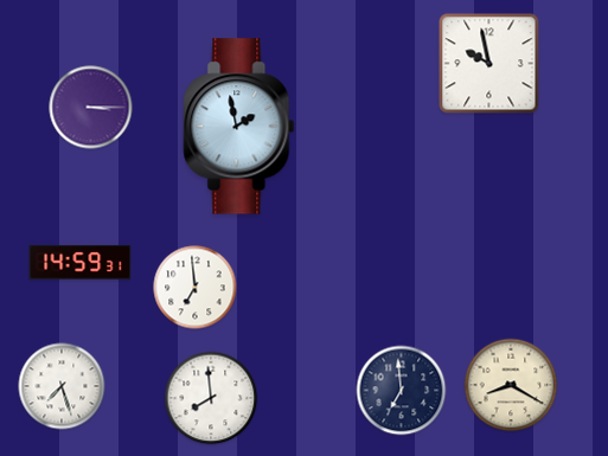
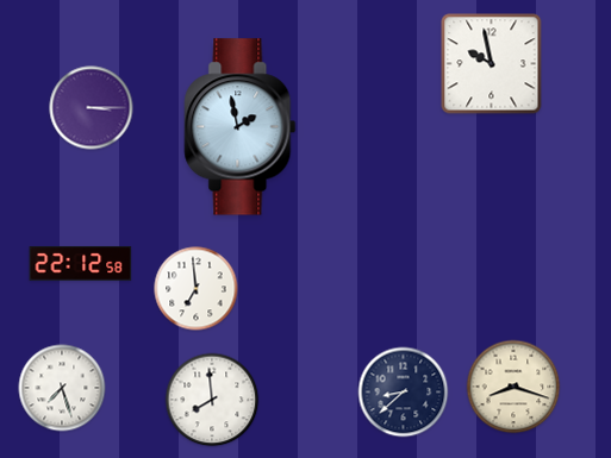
clock at (81, 262): 14:59 -> 22:12
clock at (511, 385): 8:20 -> 8:18
clock at (402, 391): 6:59 -> 8:38
